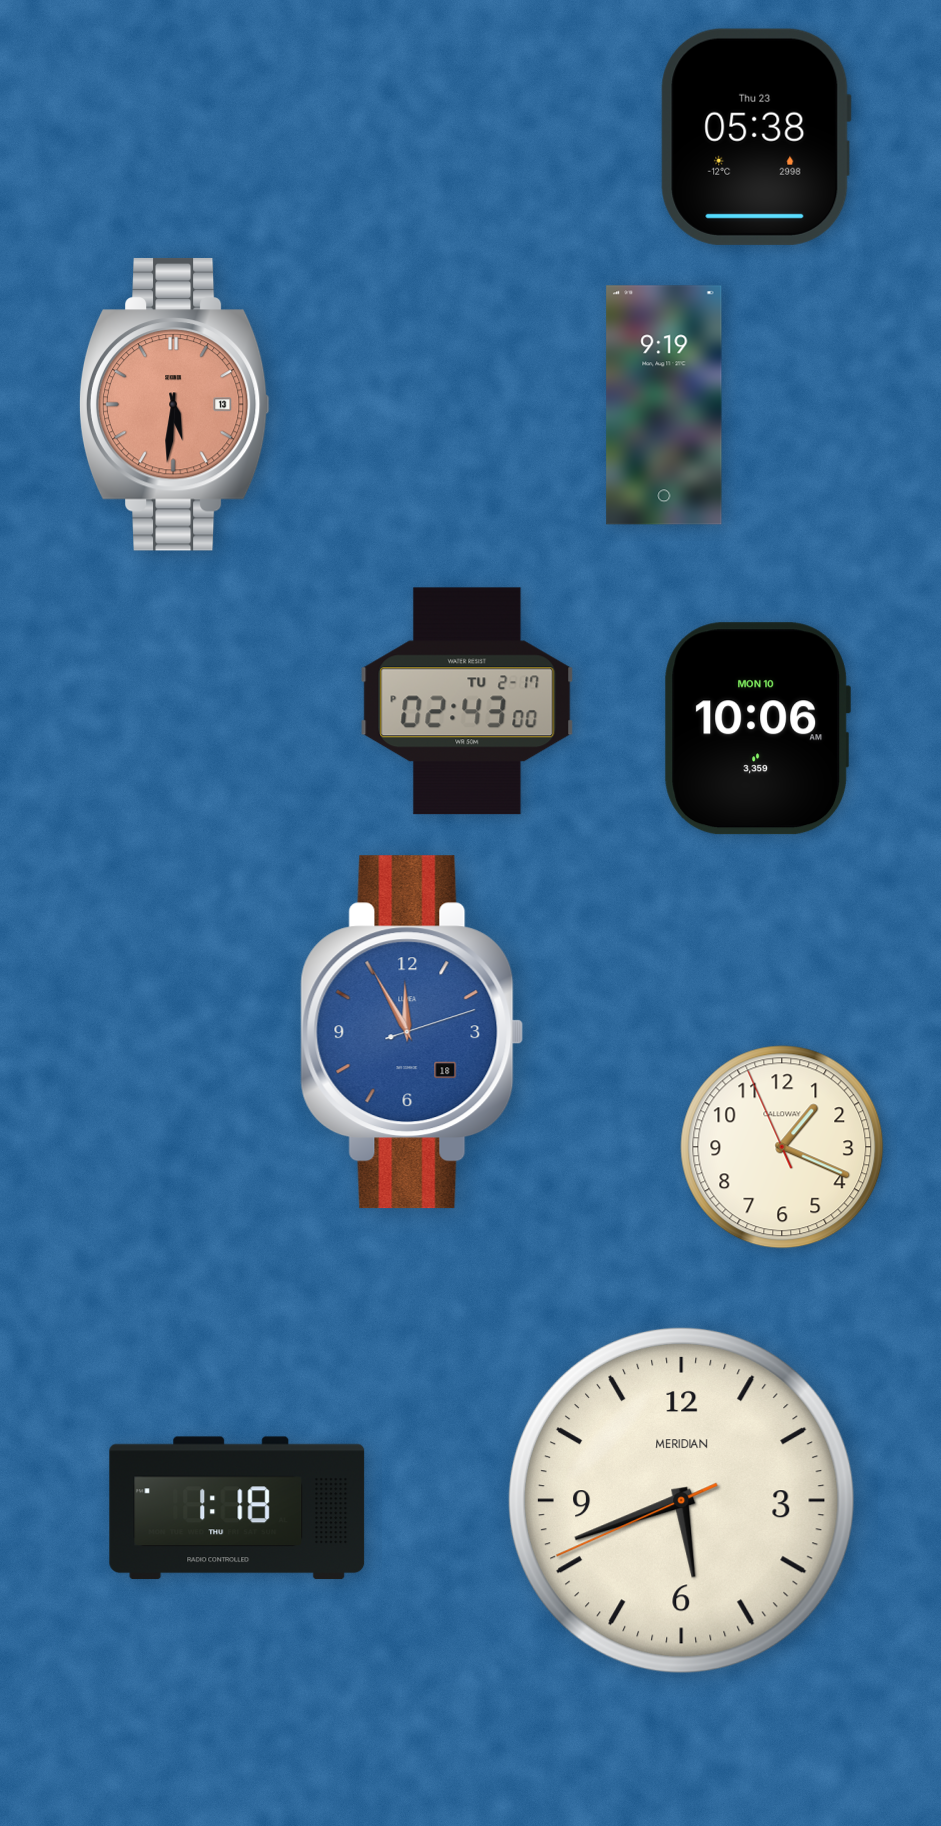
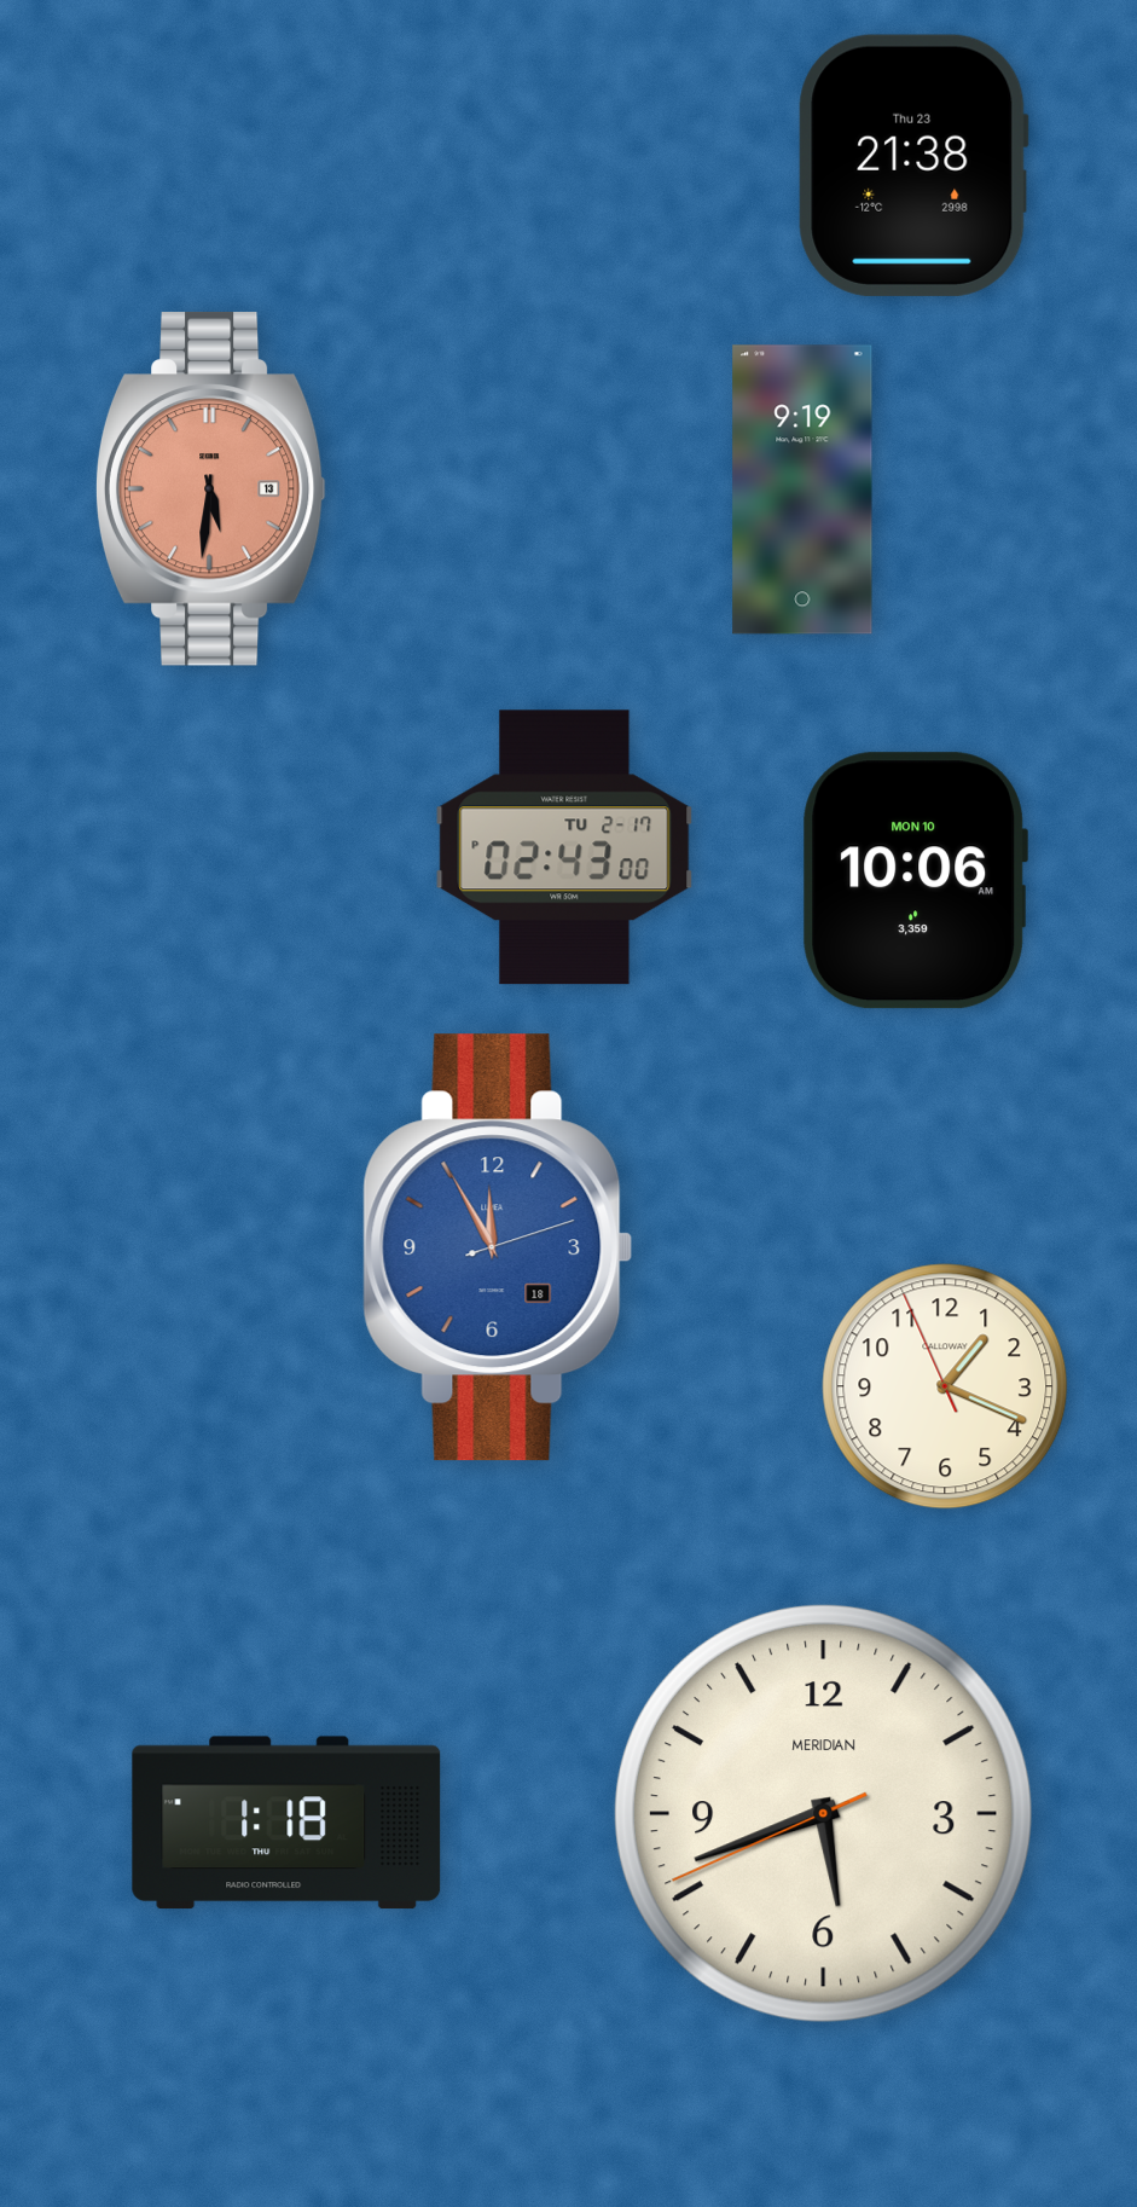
clock at (756, 137): 05:38 -> 21:38
